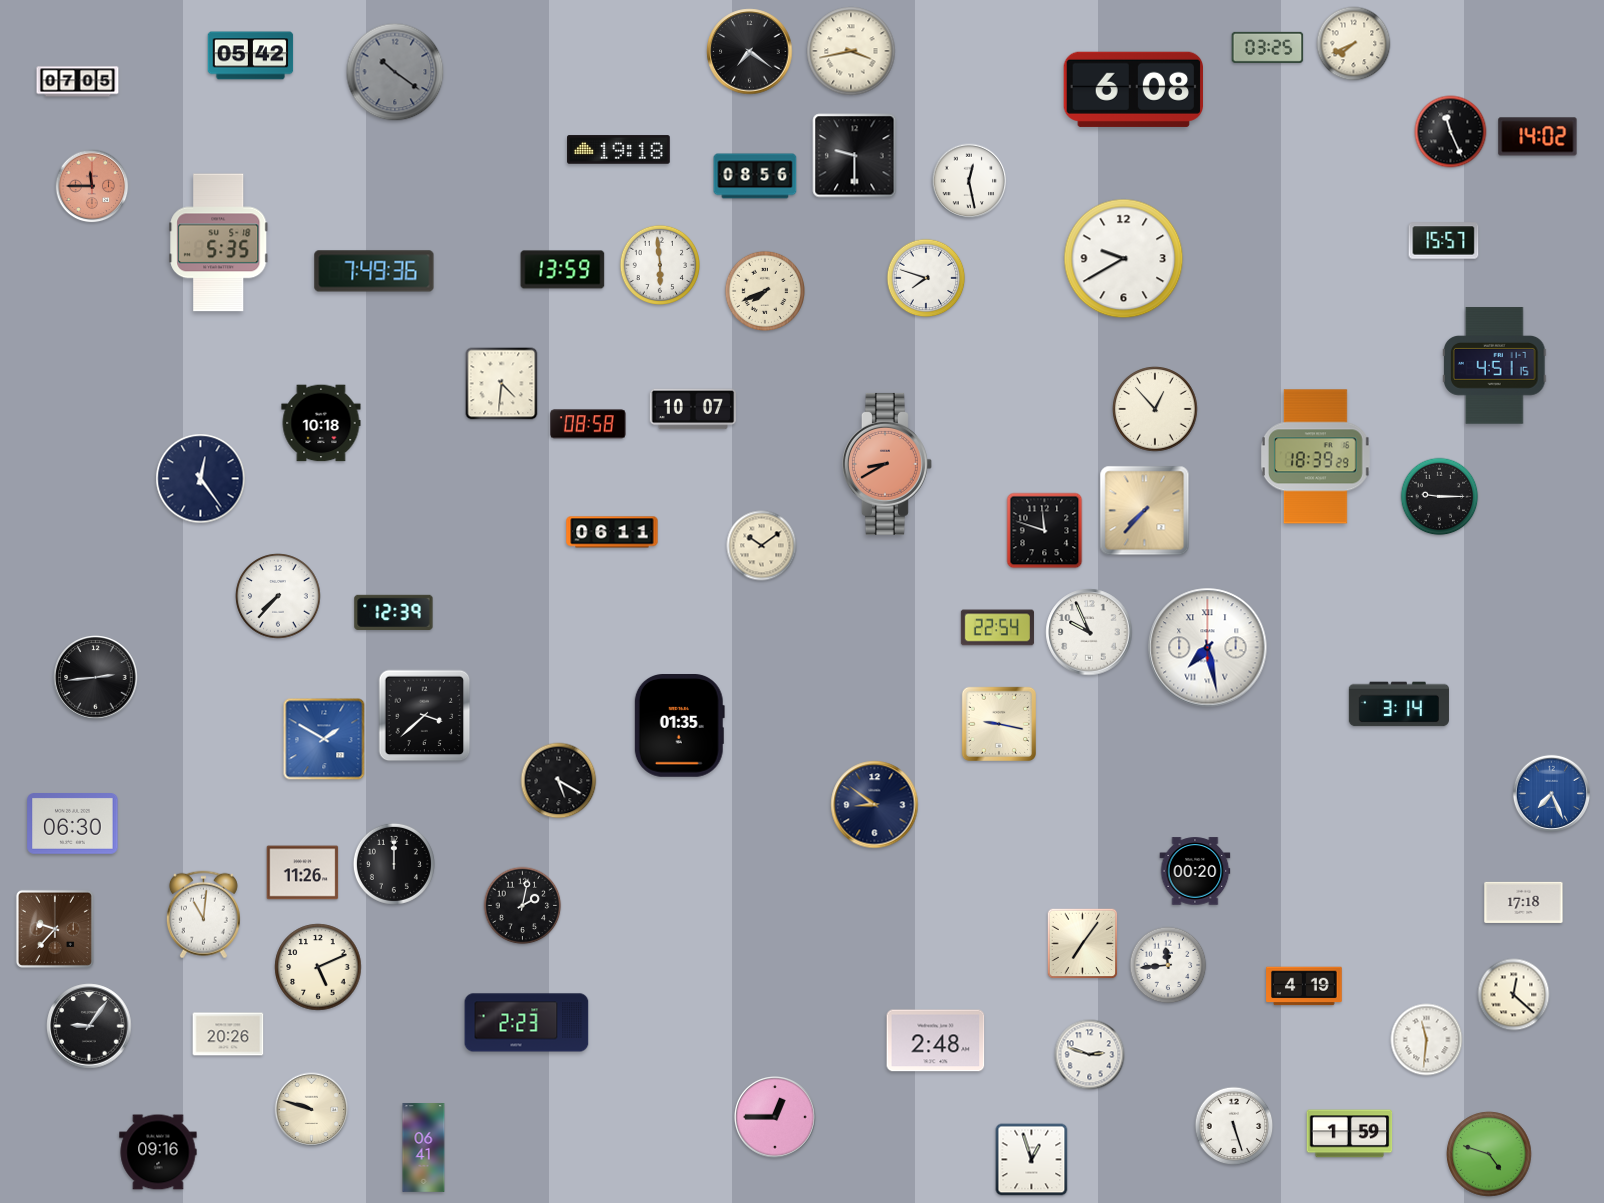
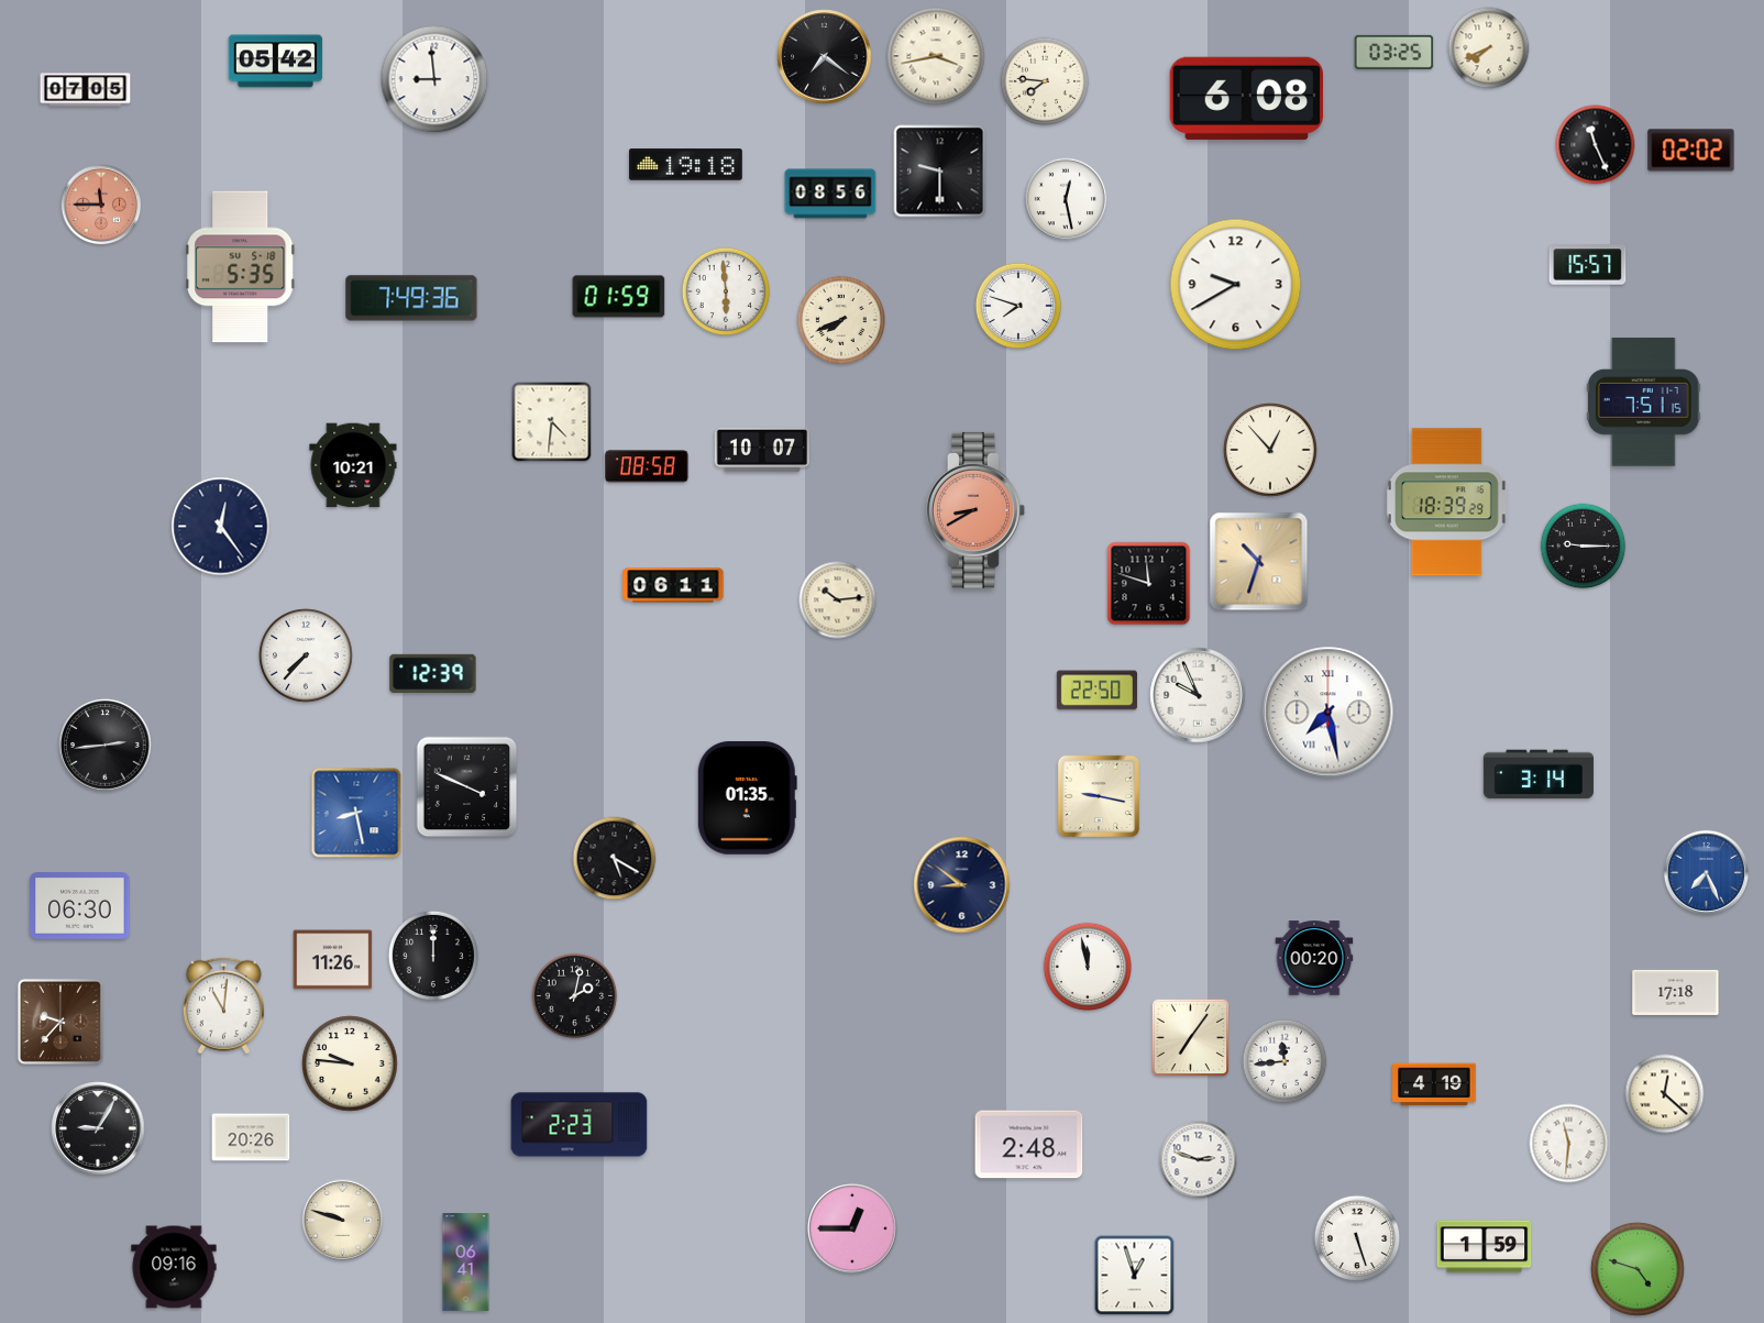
clock at (395, 72): 10:21 -> 8:59
clock at (395, 72) dial: grey -> white
clock at (1044, 80): none -> 7:46
clock at (1538, 137): 14:02 -> 02:02
clock at (619, 150) position: (619, 150) -> (686, 165)
clock at (563, 270): 13:59 -> 01:59
clock at (1495, 366): 4:51 -> 7:51
clock at (321, 423): 10:18 -> 10:21
clock at (1145, 511): 7:37 -> 10:33
clock at (762, 546): 10:09 -> 10:14
clock at (997, 628): 22:54 -> 22:50
clock at (425, 716): 3:38 -> 3:49
clock at (324, 739): 1:50 -> 8:28
clock at (394, 864) position: (394, 864) -> (433, 956)
clock at (1087, 966): none -> 11:58
clock at (318, 967): 5:11 -> 9:46
clock at (89, 1026): 9:06 -> 9:05
